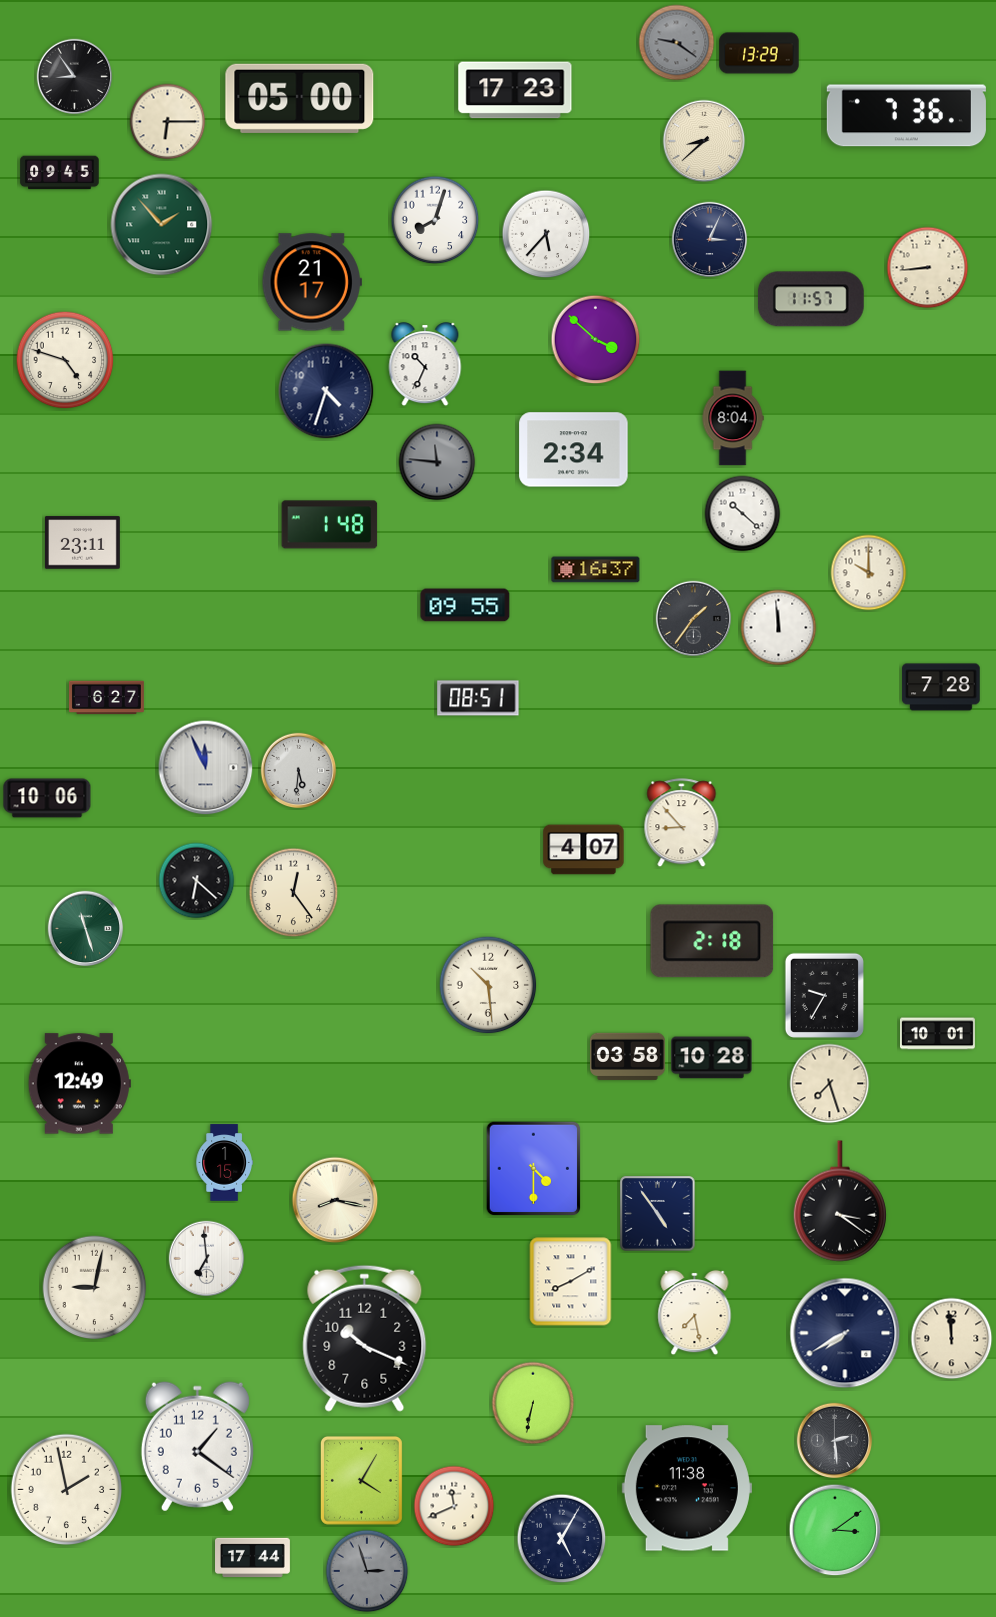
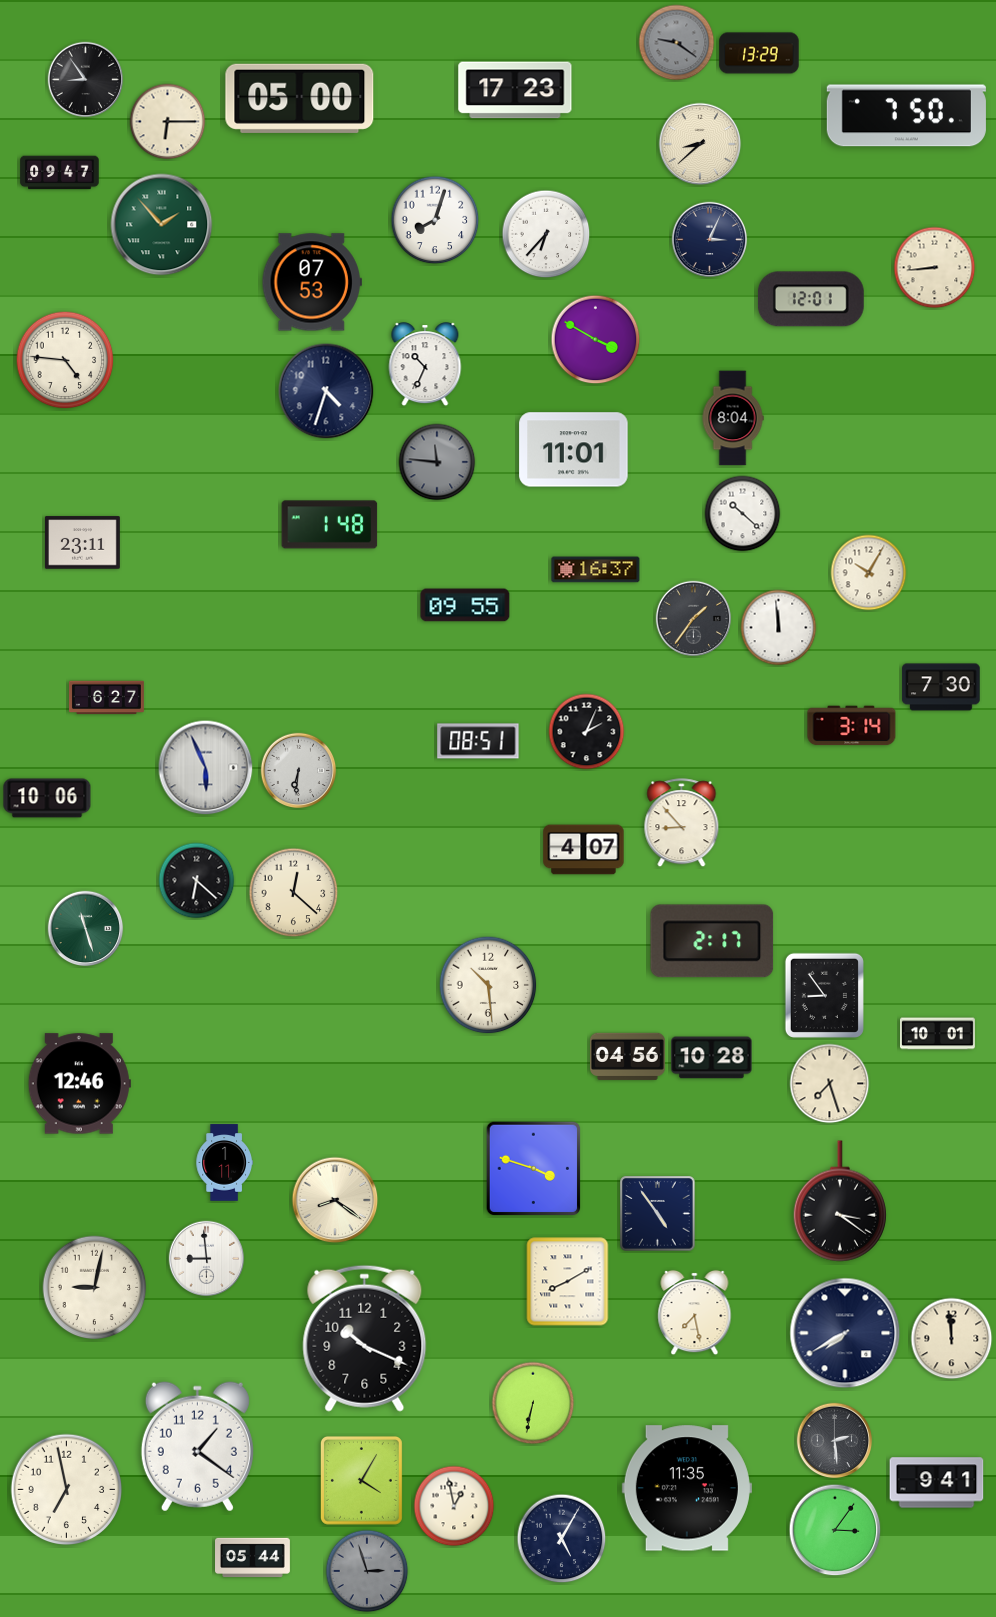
clock at (75, 77) position: (75, 77) -> (86, 80)
clock at (906, 116): 7:36 -> 7:50
clock at (704, 141) position: (704, 141) -> (700, 144)
clock at (60, 173): 09:45 -> 09:47
clock at (546, 234): 5:37 -> 6:37
clock at (928, 268) position: (928, 268) -> (935, 268)
clock at (312, 282): 21:17 -> 07:53
clock at (811, 299): 11:57 -> 12:01
clock at (596, 340): 3:52 -> 3:50
clock at (65, 360): 4:48 -> 4:46
clock at (574, 450): 2:34 -> 11:01
clock at (869, 573): 10:00 -> 10:05
clock at (941, 687): 7:28 -> 7:30
clock at (478, 698) position: (478, 698) -> (478, 741)
clock at (852, 726): none -> 3:14
clock at (587, 732): none -> 2:04
clock at (206, 768): 11:56 -> 5:56
clock at (299, 771): 5:31 -> 6:31
clock at (294, 893): 12:24 -> 12:22
clock at (712, 941): 2:18 -> 2:17
clock at (824, 995): 9:35 -> 8:54
clock at (627, 1056): 03:58 -> 04:56
clock at (79, 1084): 12:49 -> 12:46
clock at (224, 1163): 1:15 -> 1:11
clock at (534, 1169): 4:30 -> 3:48
clock at (335, 1200): 8:17 -> 8:21
clock at (207, 1259): 6:59 -> 8:59
clock at (571, 1282) position: (571, 1282) -> (568, 1282)
clock at (937, 1483): none -> 9:41
clock at (687, 1488): 11:38 -> 11:35
clock at (67, 1490): 1:58 -> 6:58
clock at (454, 1506): 11:41 -> 12:58
clock at (835, 1530): 3:09 -> 3:06
clock at (253, 1558): 17:44 -> 05:44
